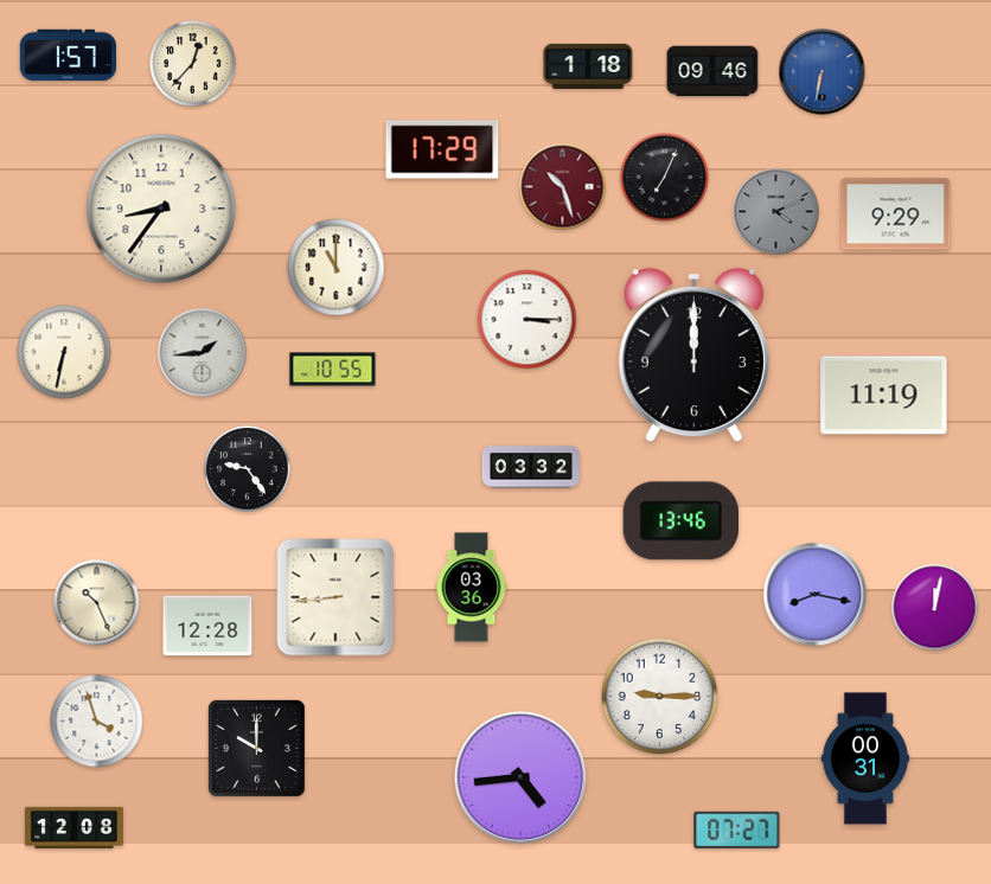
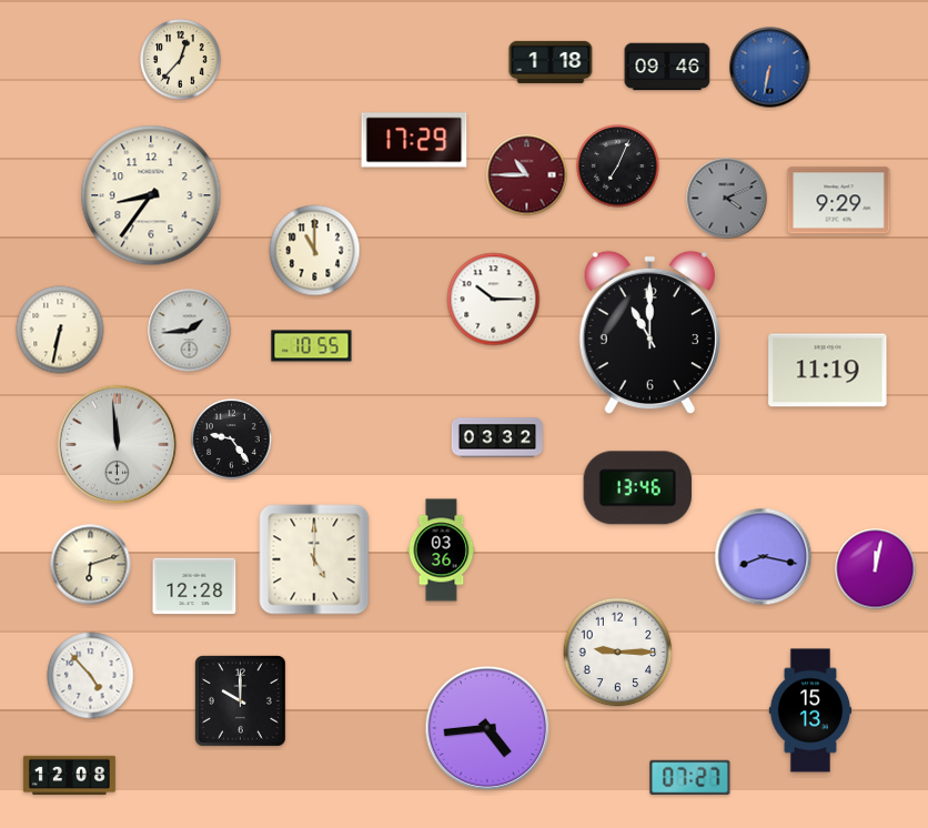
clock at (68, 56): 1:57 -> none
clock at (665, 178) position: (665, 178) -> (618, 166)
clock at (563, 187): 10:27 -> 10:45
clock at (528, 320): 3:15 -> 10:15
clock at (693, 355): 12:00 -> 11:00
clock at (118, 445): none -> 11:59
clock at (335, 597): 8:44 -> 5:00
clock at (97, 603): 10:26 -> 6:12
clock at (97, 722): 3:57 -> 4:53
clock at (865, 758): 00:31 -> 15:13
